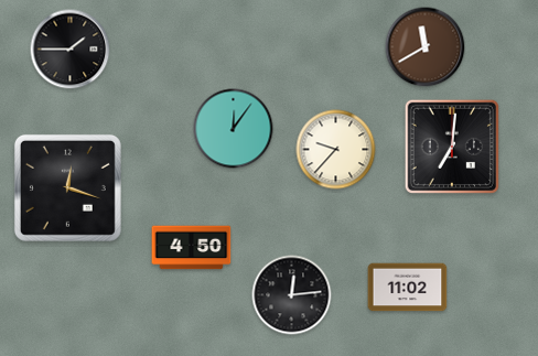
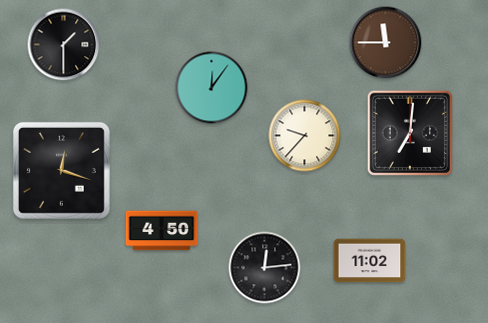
clock at (426, 47): 11:40 -> 11:45
clock at (71, 50): 1:45 -> 1:30
clock at (234, 129) position: (234, 129) -> (212, 88)
clock at (192, 248) position: (192, 248) -> (162, 231)
